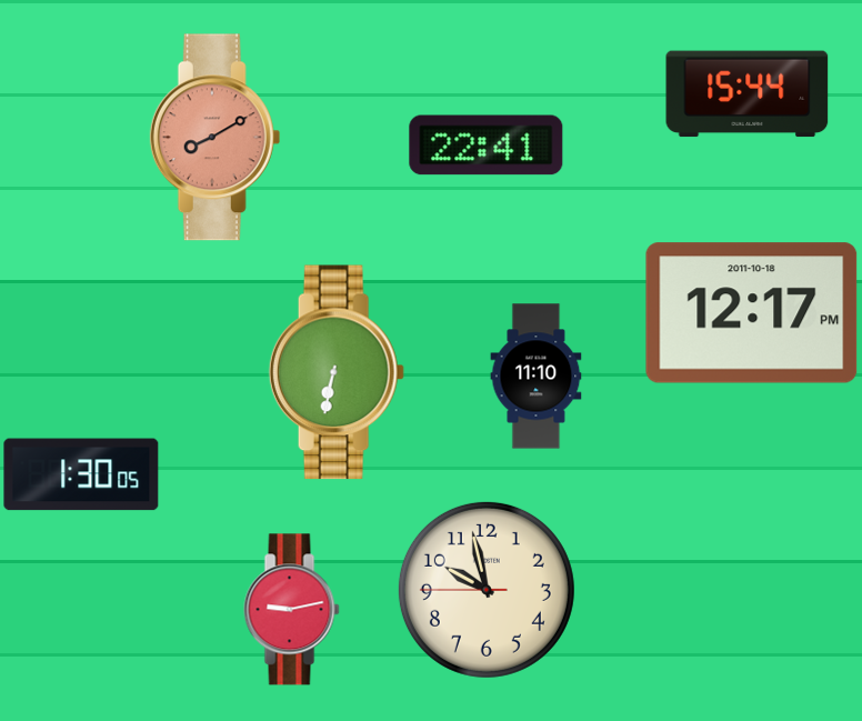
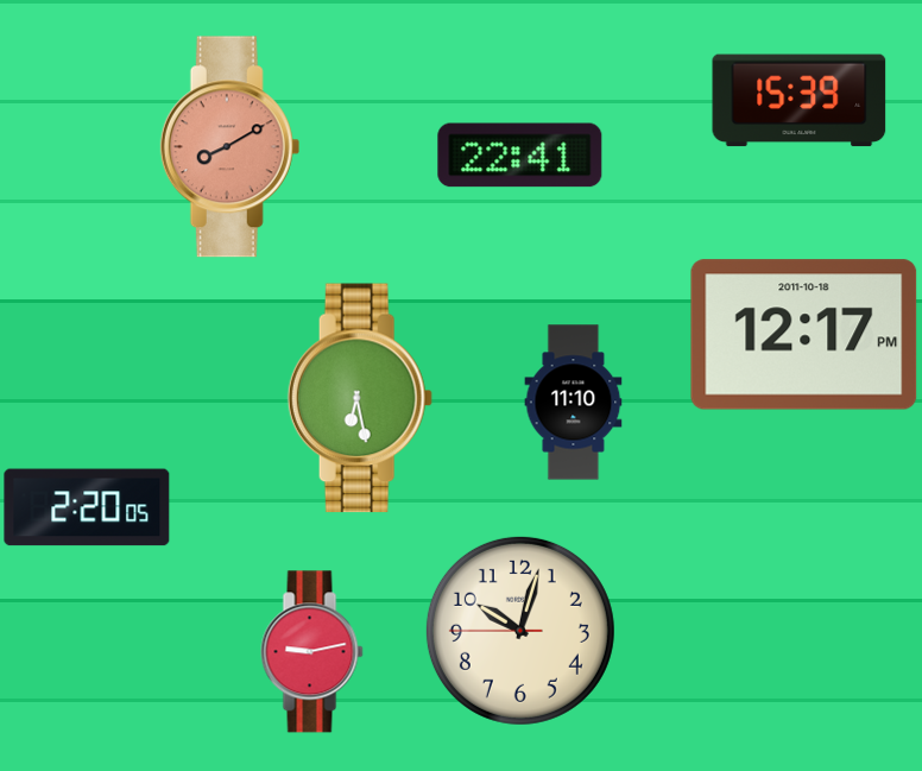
clock at (748, 94): 15:44 -> 15:39
clock at (337, 372): 6:32 -> 6:28
clock at (81, 474): 1:30 -> 2:20
clock at (487, 590): 9:57 -> 10:02
